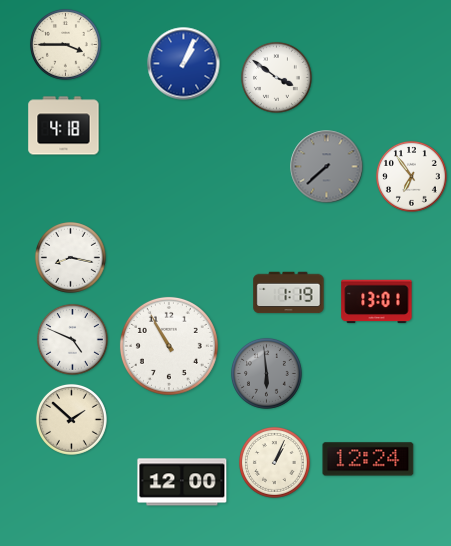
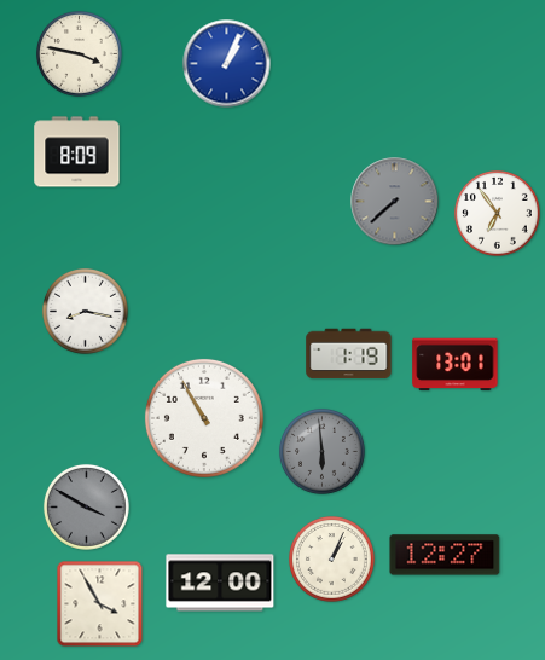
clock at (65, 44): 3:45 -> 3:47
clock at (184, 64) position: (184, 64) -> (227, 64)
clock at (276, 77): 3:51 -> none
clock at (64, 126): 4:18 -> 8:09
clock at (72, 339): 4:49 -> none
clock at (71, 419): 1:52 -> 3:50
clock at (71, 419) dial: cream -> grey
clock at (368, 459): 12:24 -> 12:27
clock at (100, 604): none -> 3:55
